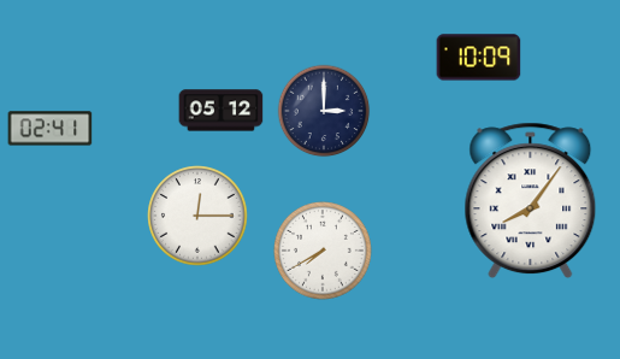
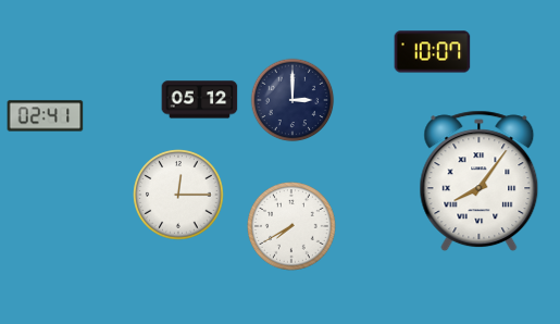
clock at (479, 58): 10:09 -> 10:07
